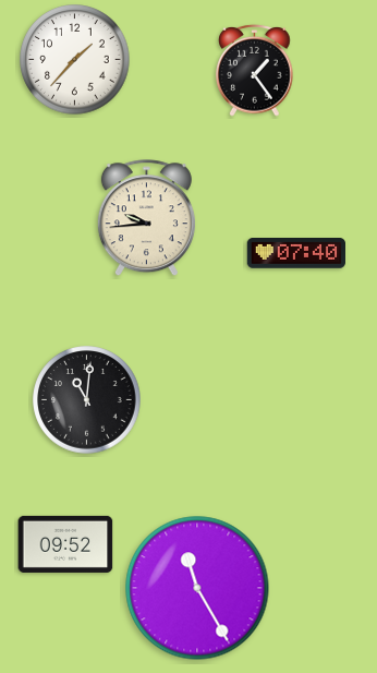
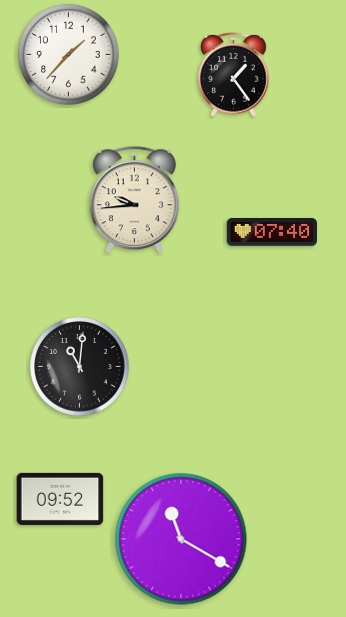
clock at (255, 70) position: (255, 70) -> (234, 74)
clock at (197, 588): 11:25 -> 11:20
